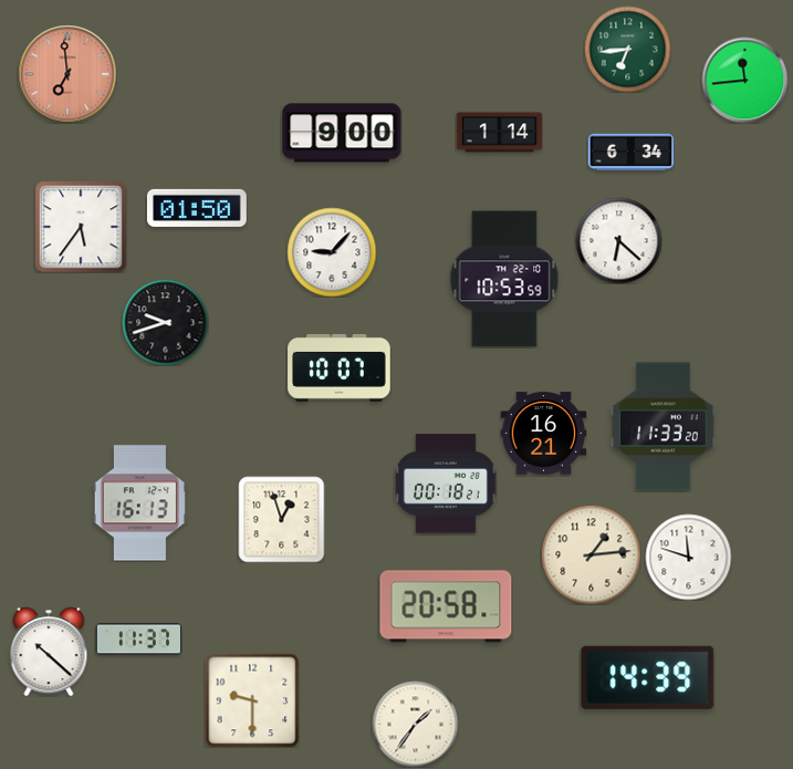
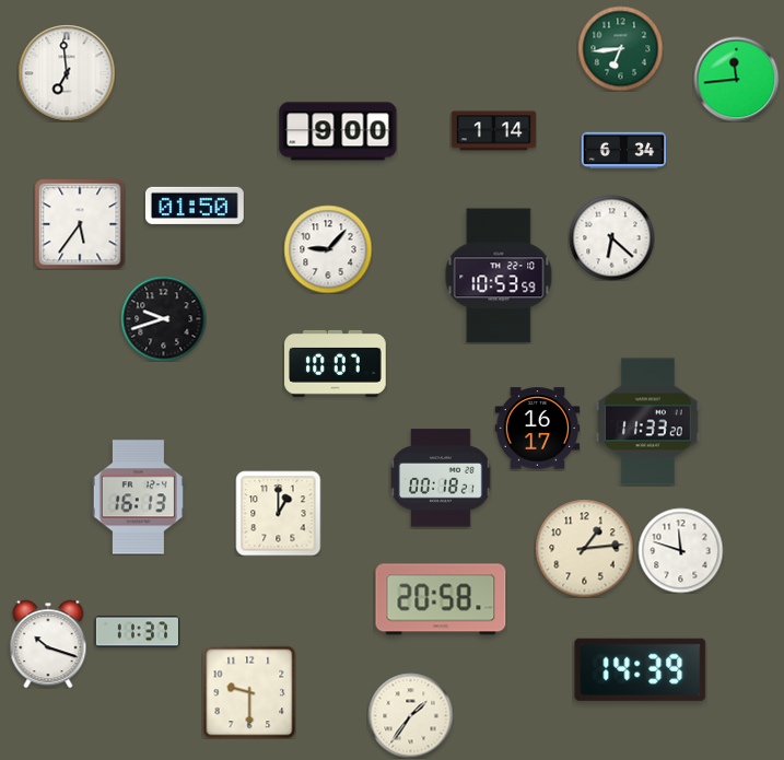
clock at (67, 74) dial: salmon -> white
clock at (662, 427) position: (662, 427) -> (647, 422)
clock at (543, 434): 16:21 -> 16:17
clock at (281, 519): 12:57 -> 1:00
clock at (49, 652): 10:22 -> 10:18
